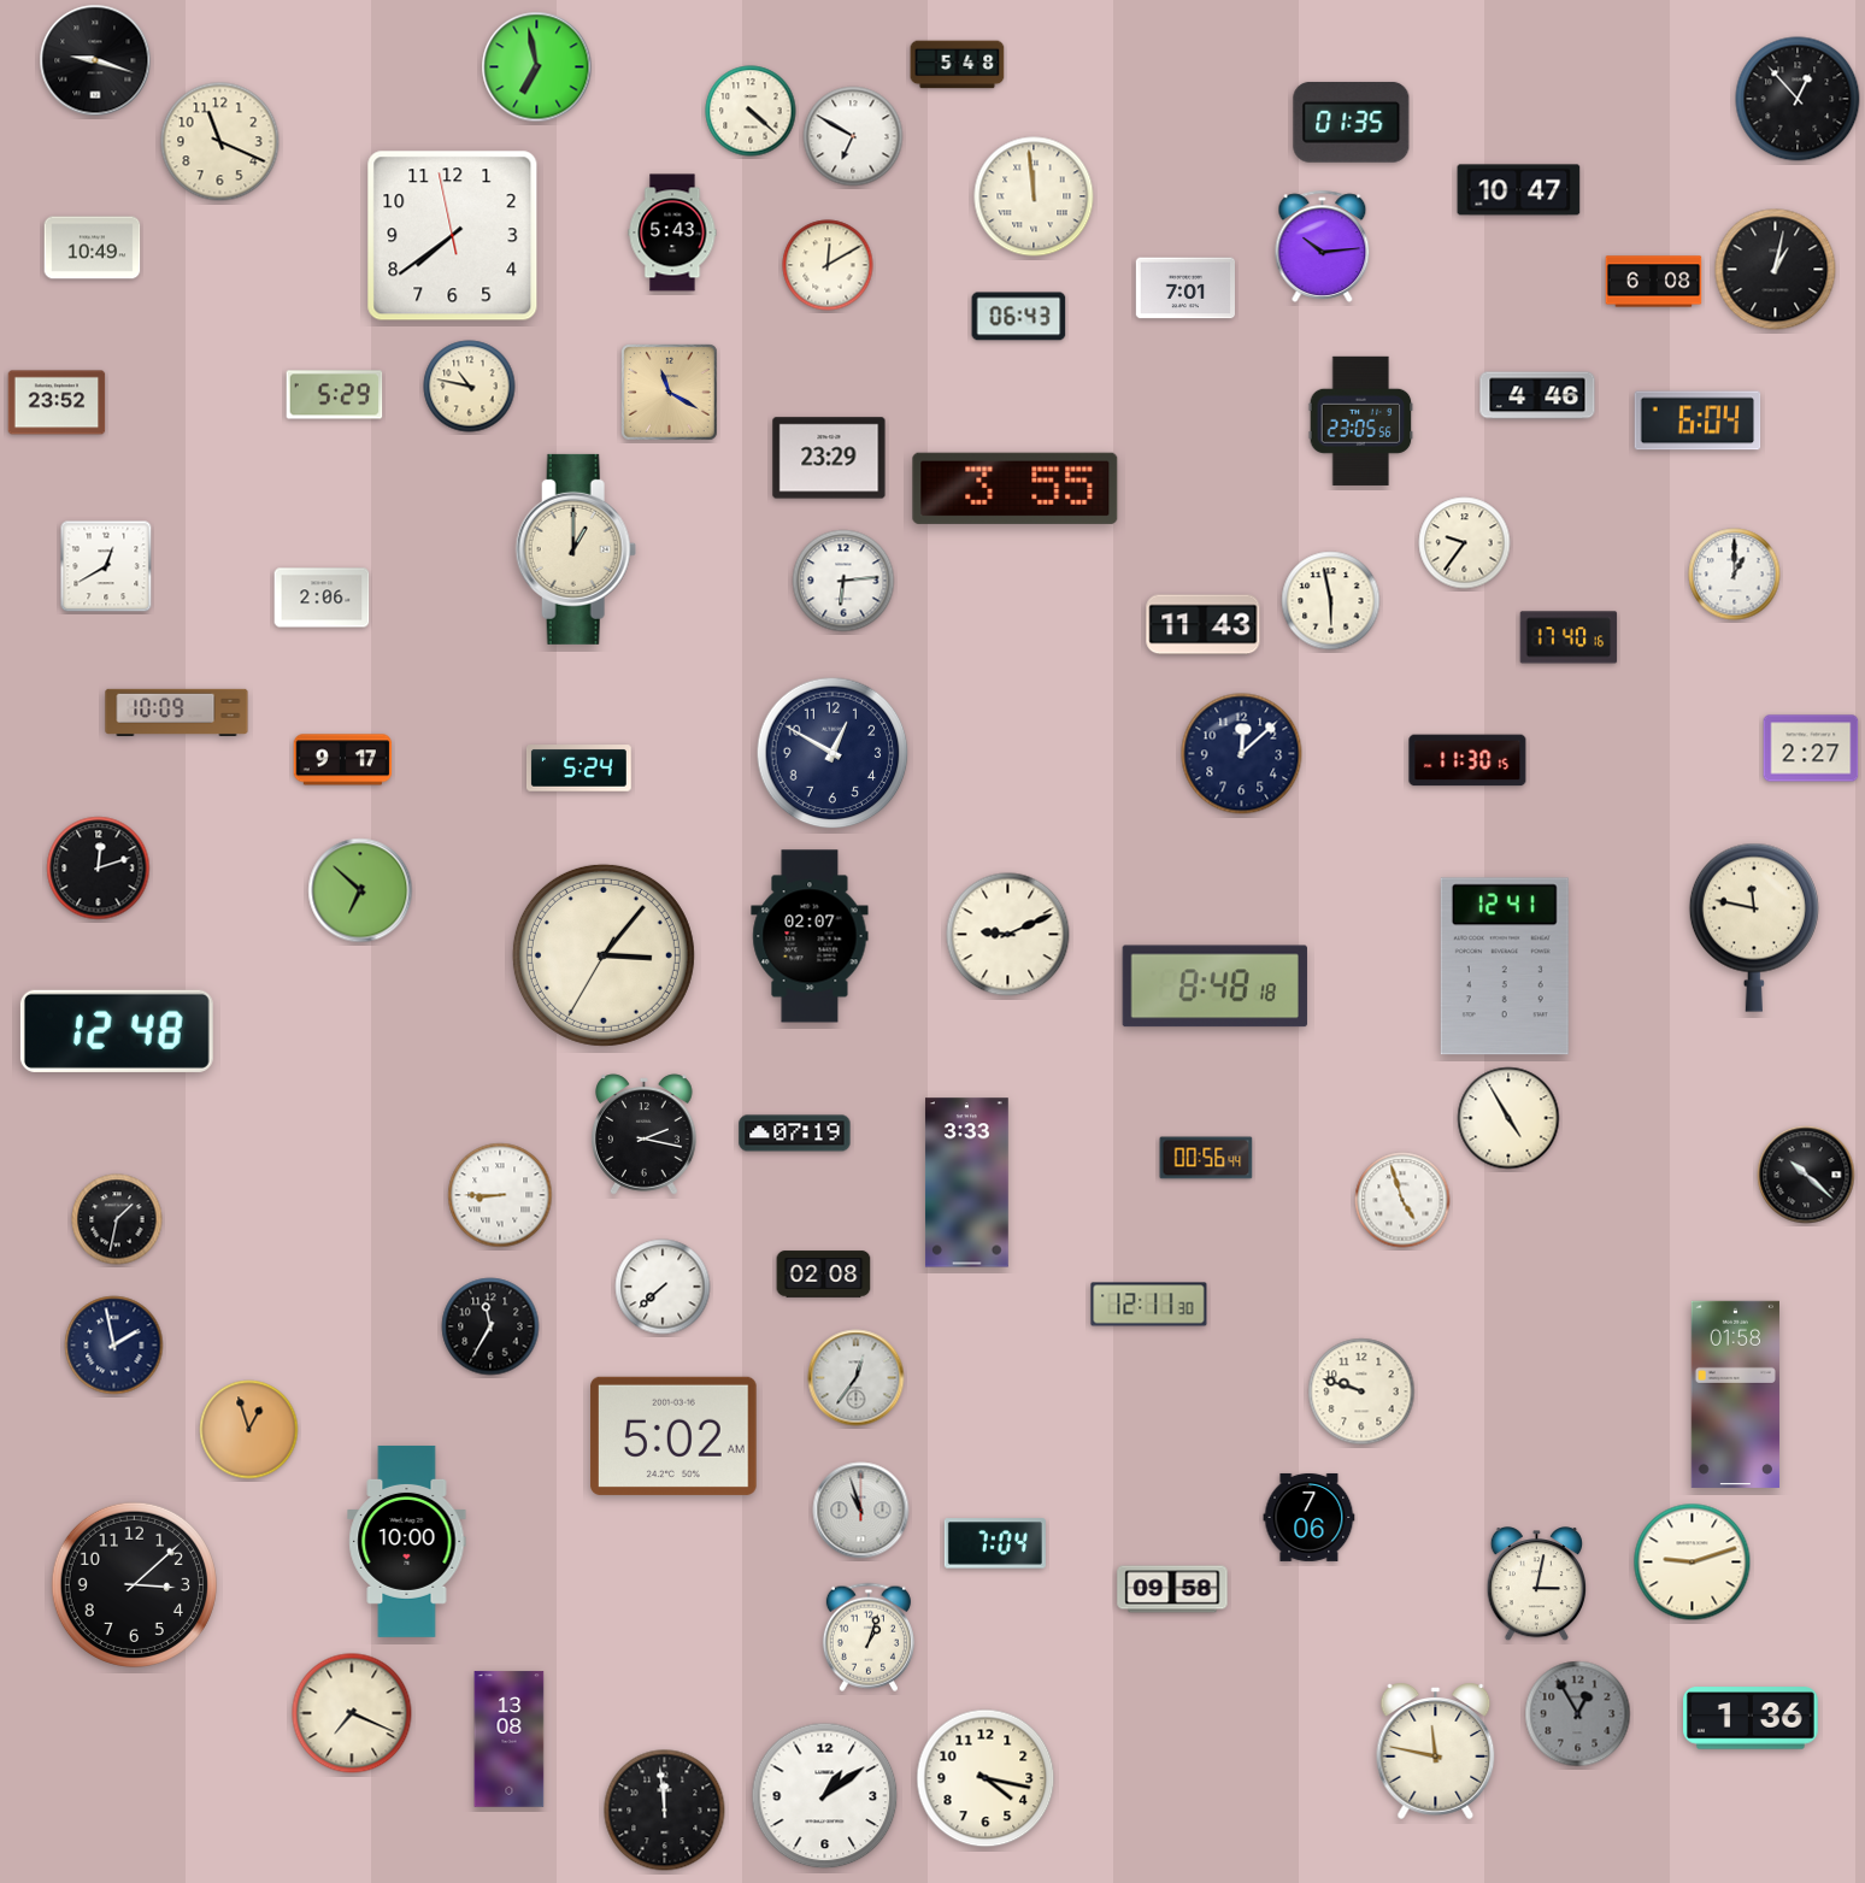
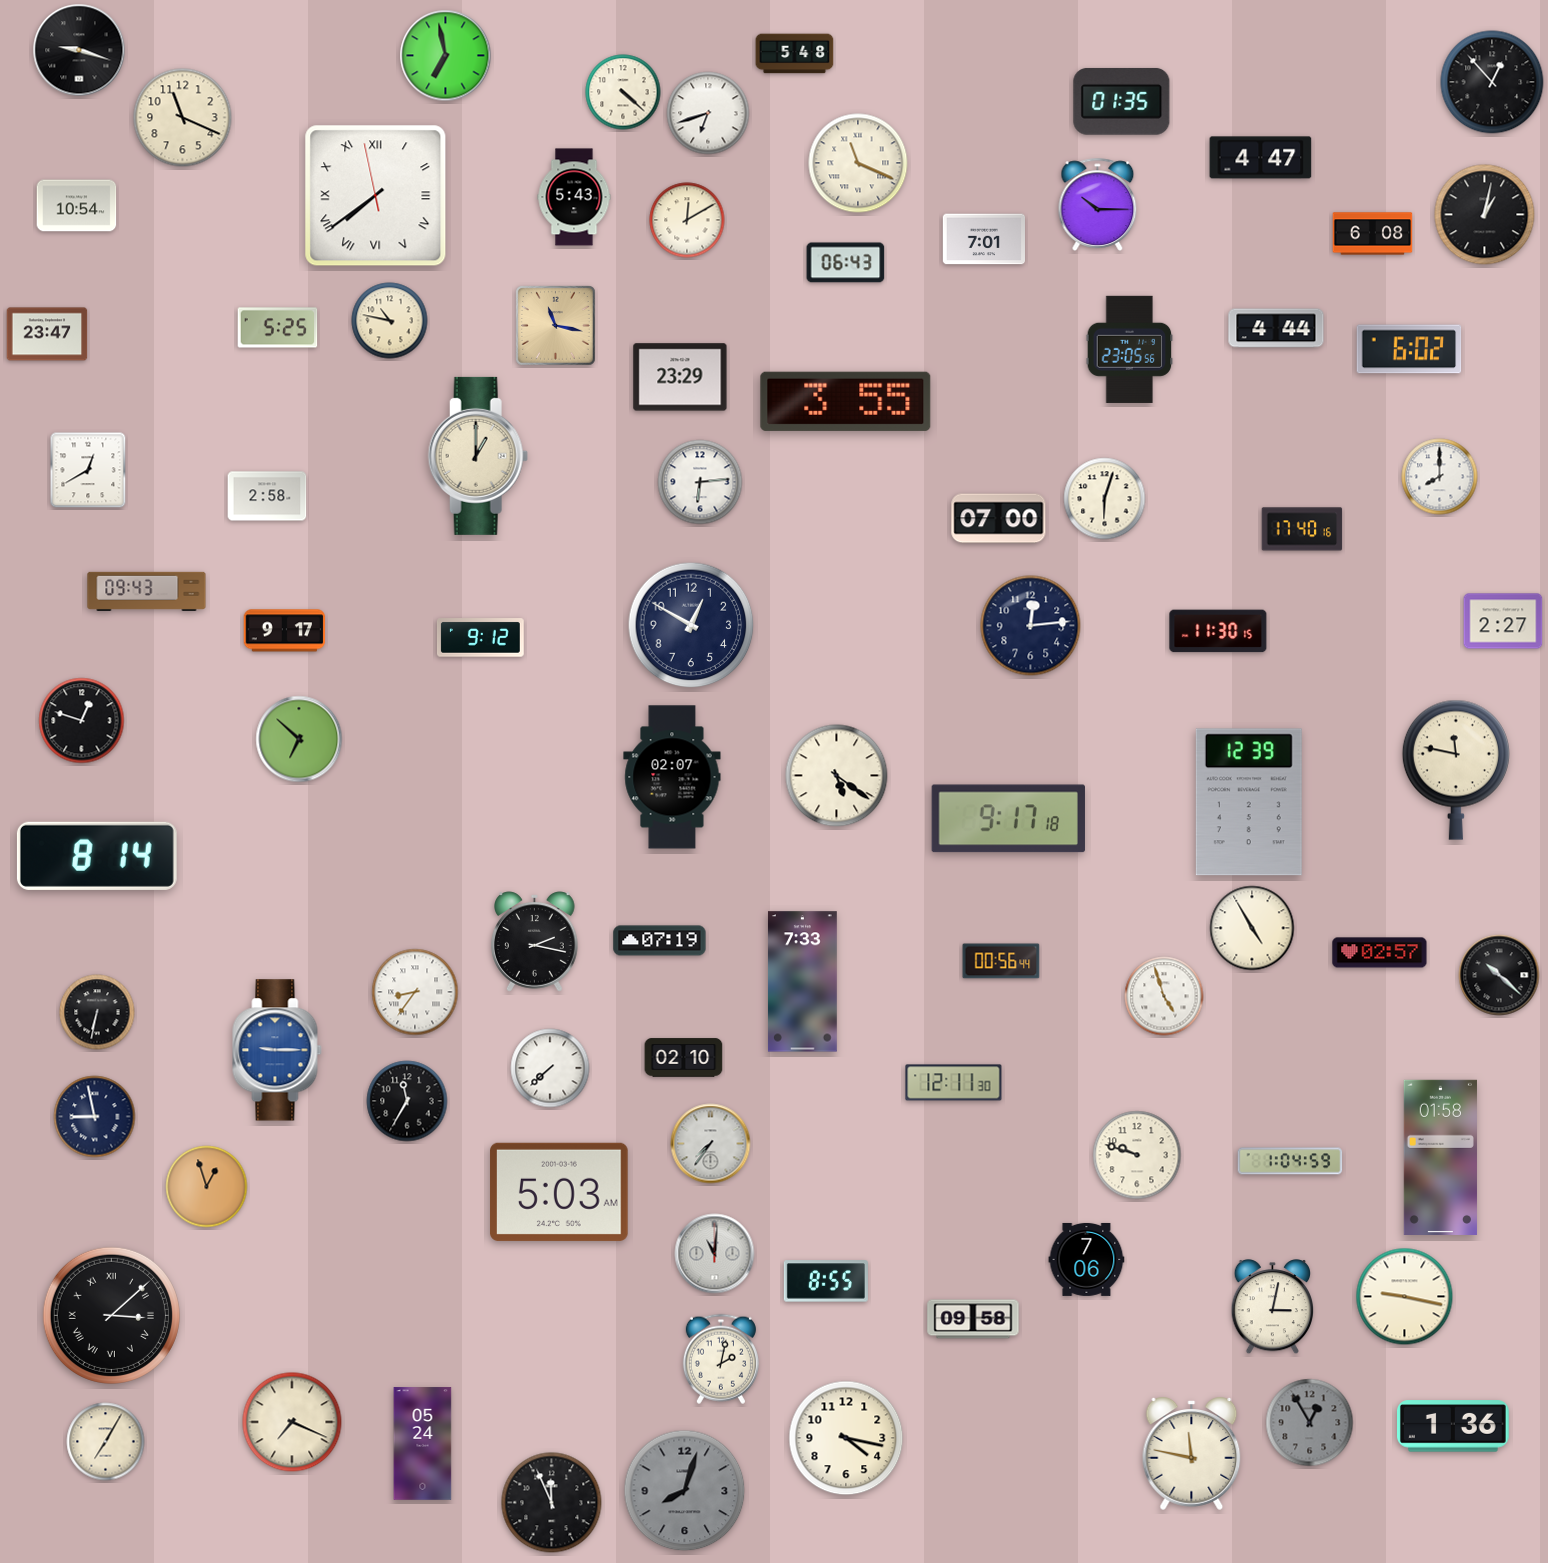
clock at (853, 136): 6:50 -> 6:42
clock at (1519, 190): 10:47 -> 4:47
clock at (1034, 196): 11:59 -> 11:19
clock at (672, 233) position: (672, 233) -> (574, 197)
clock at (453, 236) numerals: Arabic -> Roman
clock at (1323, 246): 10:14 -> 10:15
clock at (93, 248): 10:49 -> 10:54
clock at (1776, 270) position: (1776, 270) -> (1485, 215)
clock at (670, 393): 11:20 -> 11:17
clock at (335, 395): 5:29 -> 5:25
clock at (1537, 395): 4:46 -> 4:44
clock at (57, 402): 23:52 -> 23:47
clock at (1698, 420): 6:04 -> 6:02
clock at (829, 458) position: (829, 458) -> (680, 377)
clock at (1016, 488) position: (1016, 488) -> (846, 401)
clock at (1465, 543): 9:36 -> none
clock at (1735, 575): 1:00 -> 8:00
clock at (322, 598): 2:06 -> 2:58
clock at (1331, 601): 5:58 -> 6:03
clock at (1204, 625): 11:43 -> 07:00
clock at (177, 712): 10:09 -> 09:43
clock at (1242, 754): 12:08 -> 12:14
clock at (578, 769): 5:24 -> 9:12
clock at (99, 869): 12:12 -> 12:48
clock at (1008, 935): 9:11 -> 5:21
clock at (604, 955): 3:06 -> none
clock at (1505, 966): 12:41 -> 12:39
clock at (1214, 987): 8:48 -> 9:17
clock at (117, 1031): 12:48 -> 8:14
clock at (1380, 953): none -> 02:57
clock at (966, 1183): 3:33 -> 7:33
clock at (500, 1195): 8:45 -> 8:36
clock at (117, 1219): 1:32 -> 6:32
clock at (277, 1050): none -> 9:15
clock at (824, 1275): 02:08 -> 02:10
clock at (114, 1346): 1:58 -> 8:58
clock at (857, 1378): 12:36 -> 7:36
clock at (1361, 1391) position: (1361, 1391) -> (1137, 1155)
clock at (1290, 1161): none -> 1:04
clock at (673, 1436): 5:02 -> 5:03
clock at (861, 1511): 10:57 -> 11:01
clock at (407, 1541): 10:00 -> none
clock at (995, 1543): 7:04 -> 8:55
clock at (1693, 1563): 9:12 -> 9:17
clock at (134, 1584) numerals: Arabic -> Roman
clock at (1536, 1585) position: (1536, 1585) -> (1272, 1308)
clock at (869, 1637): 1:03 -> 2:02
clock at (106, 1442): none -> 7:05
clock at (510, 1740): 13:08 -> 05:24
clock at (986, 1778) position: (986, 1778) -> (846, 1438)
clock at (825, 1796): 1:09 -> 8:03
clock at (825, 1796) dial: white -> grey
clock at (665, 1811): 11:59 -> 11:56
